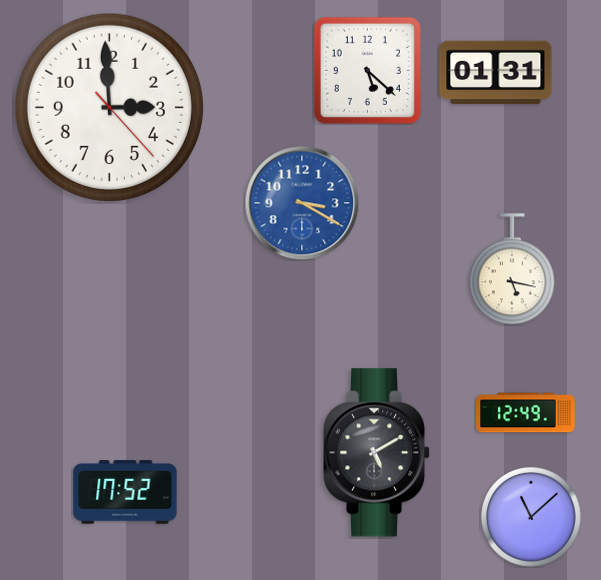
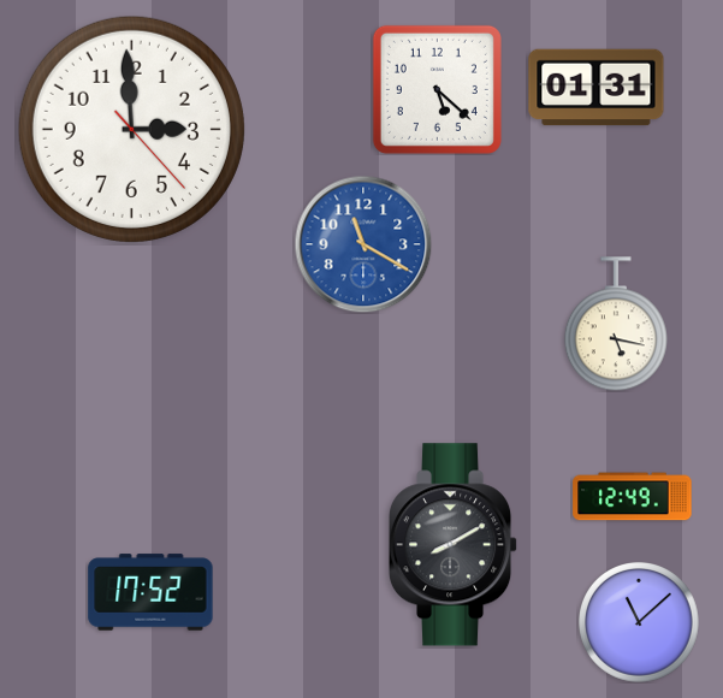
clock at (367, 70) position: (367, 70) -> (437, 89)
clock at (302, 203): 3:20 -> 11:20
clock at (377, 453): 5:10 -> 8:10
